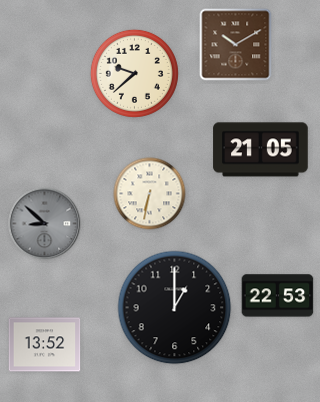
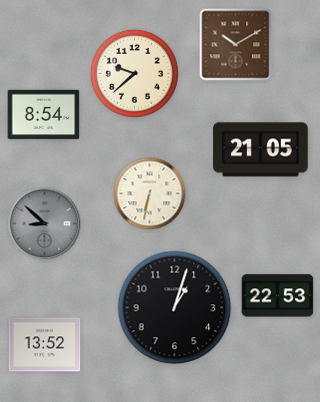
clock at (44, 115): none -> 8:54
clock at (175, 308): 1:00 -> 1:03
